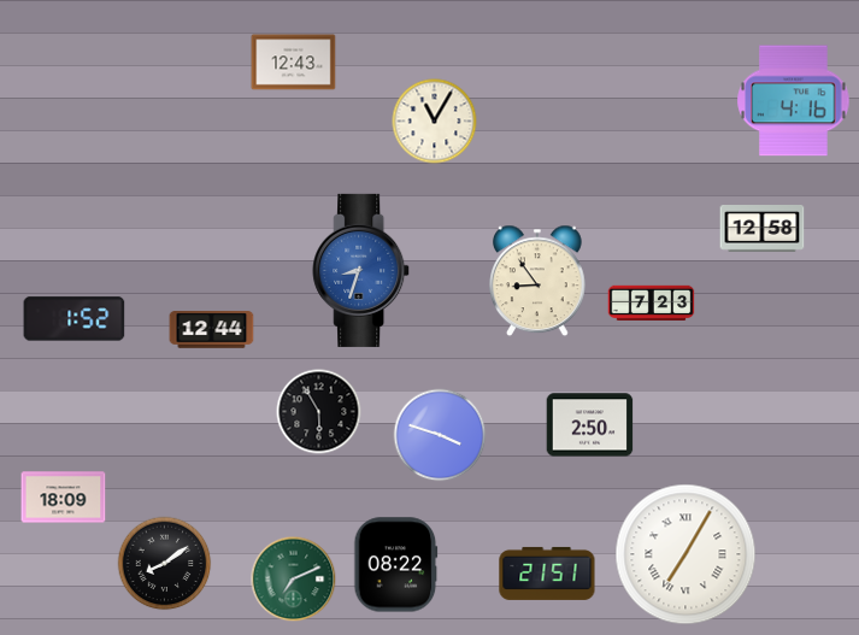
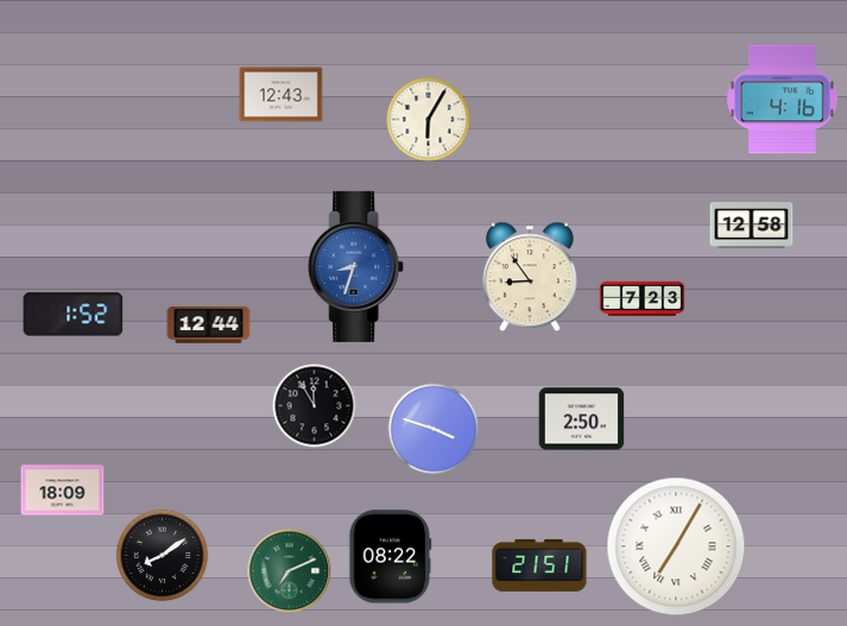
clock at (294, 63) position: (294, 63) -> (282, 95)
clock at (435, 122): 11:05 -> 6:05
clock at (319, 412): 5:55 -> 11:55
